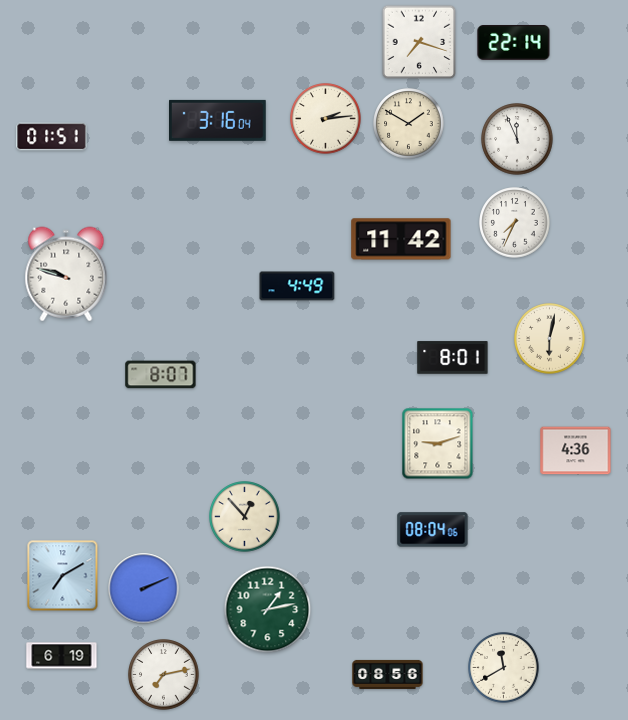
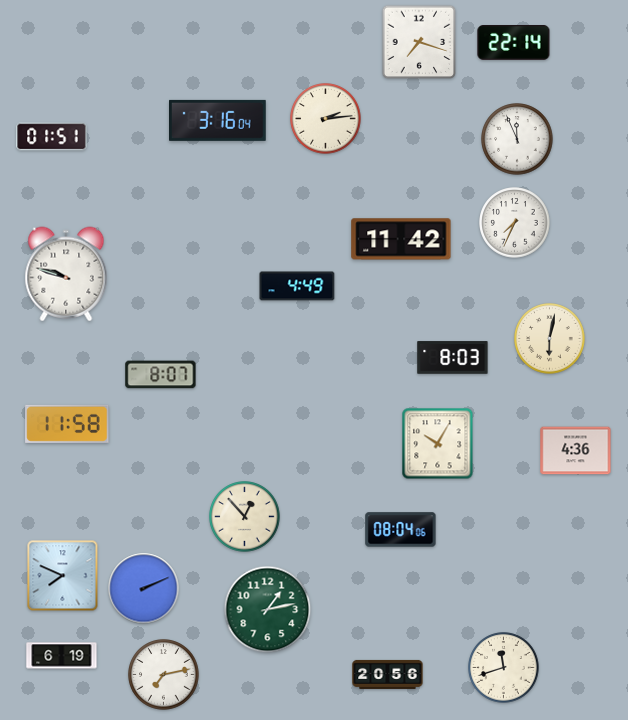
clock at (409, 124): 1:50 -> none
clock at (453, 358): 8:01 -> 8:03
clock at (67, 424): none -> 11:58
clock at (438, 444): 9:12 -> 10:05
clock at (433, 530) position: (433, 530) -> (401, 530)
clock at (63, 576): 7:10 -> 7:49
clock at (504, 668): 11:40 -> 11:42
clock at (388, 674): 08:56 -> 20:56
